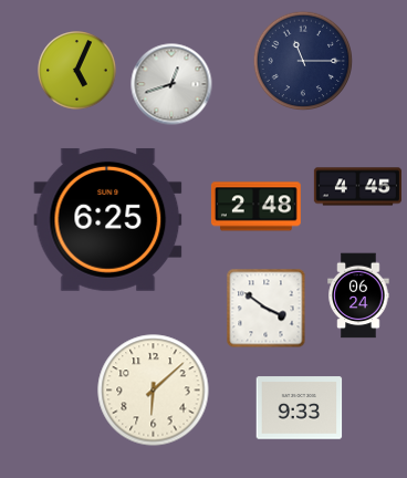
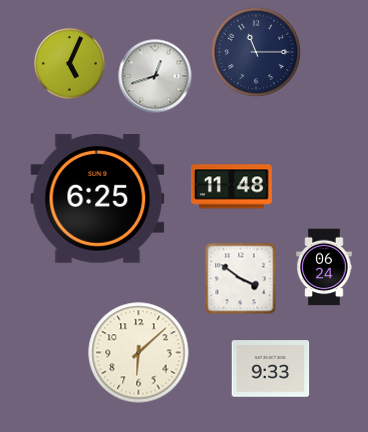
clock at (303, 61) position: (303, 61) -> (256, 52)
clock at (357, 187): 4:45 -> none
clock at (255, 207): 2:48 -> 11:48
